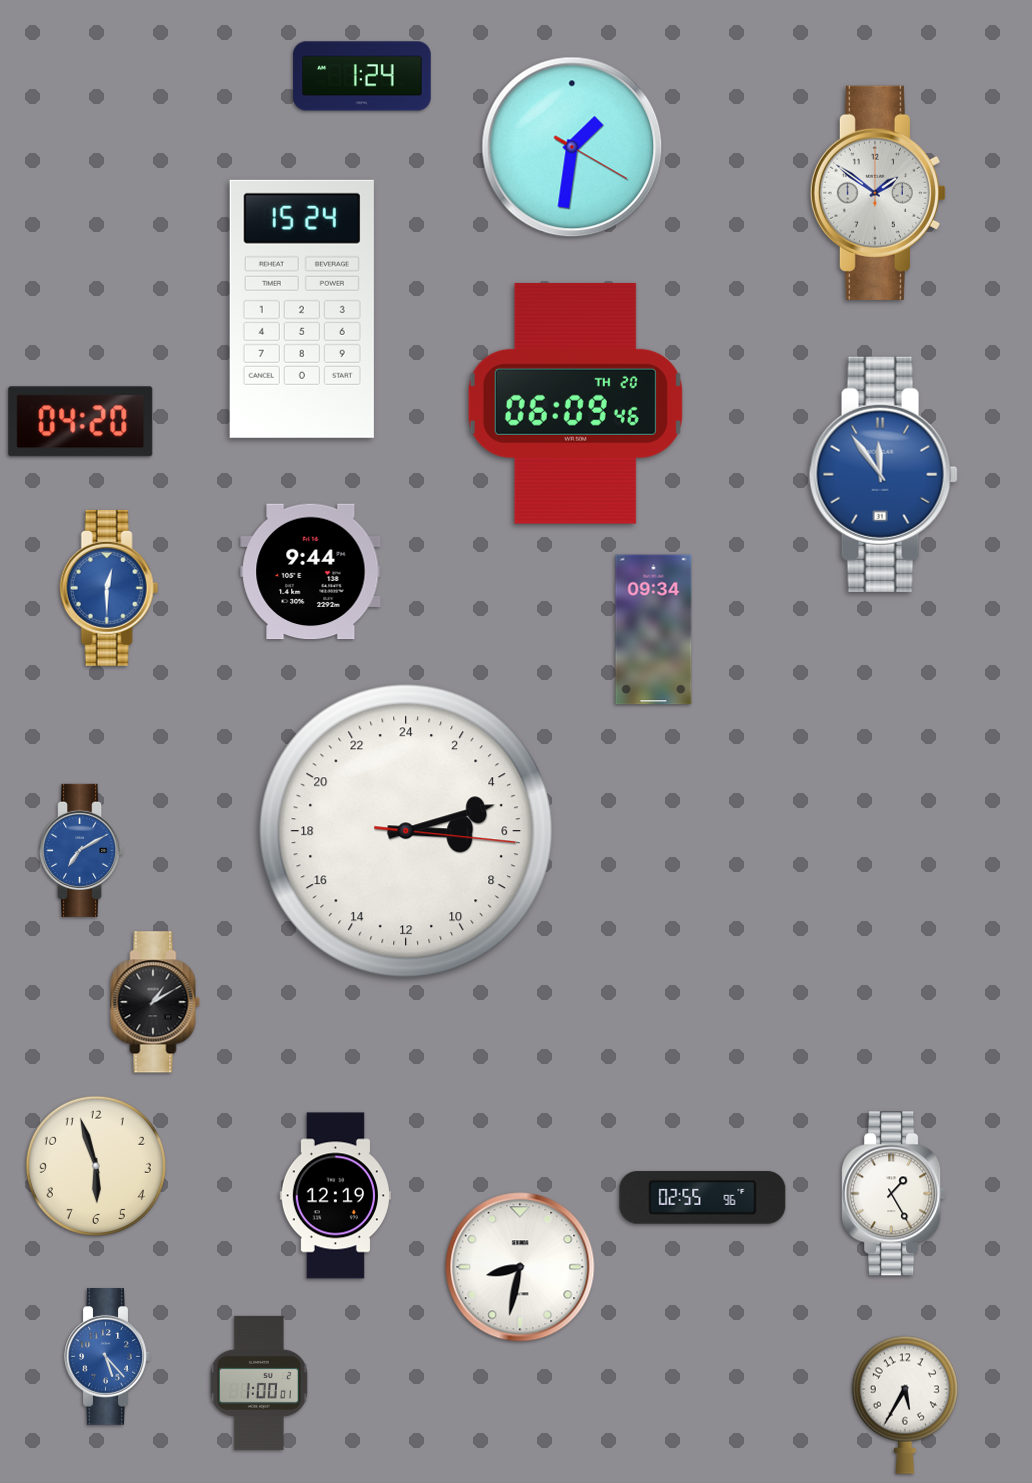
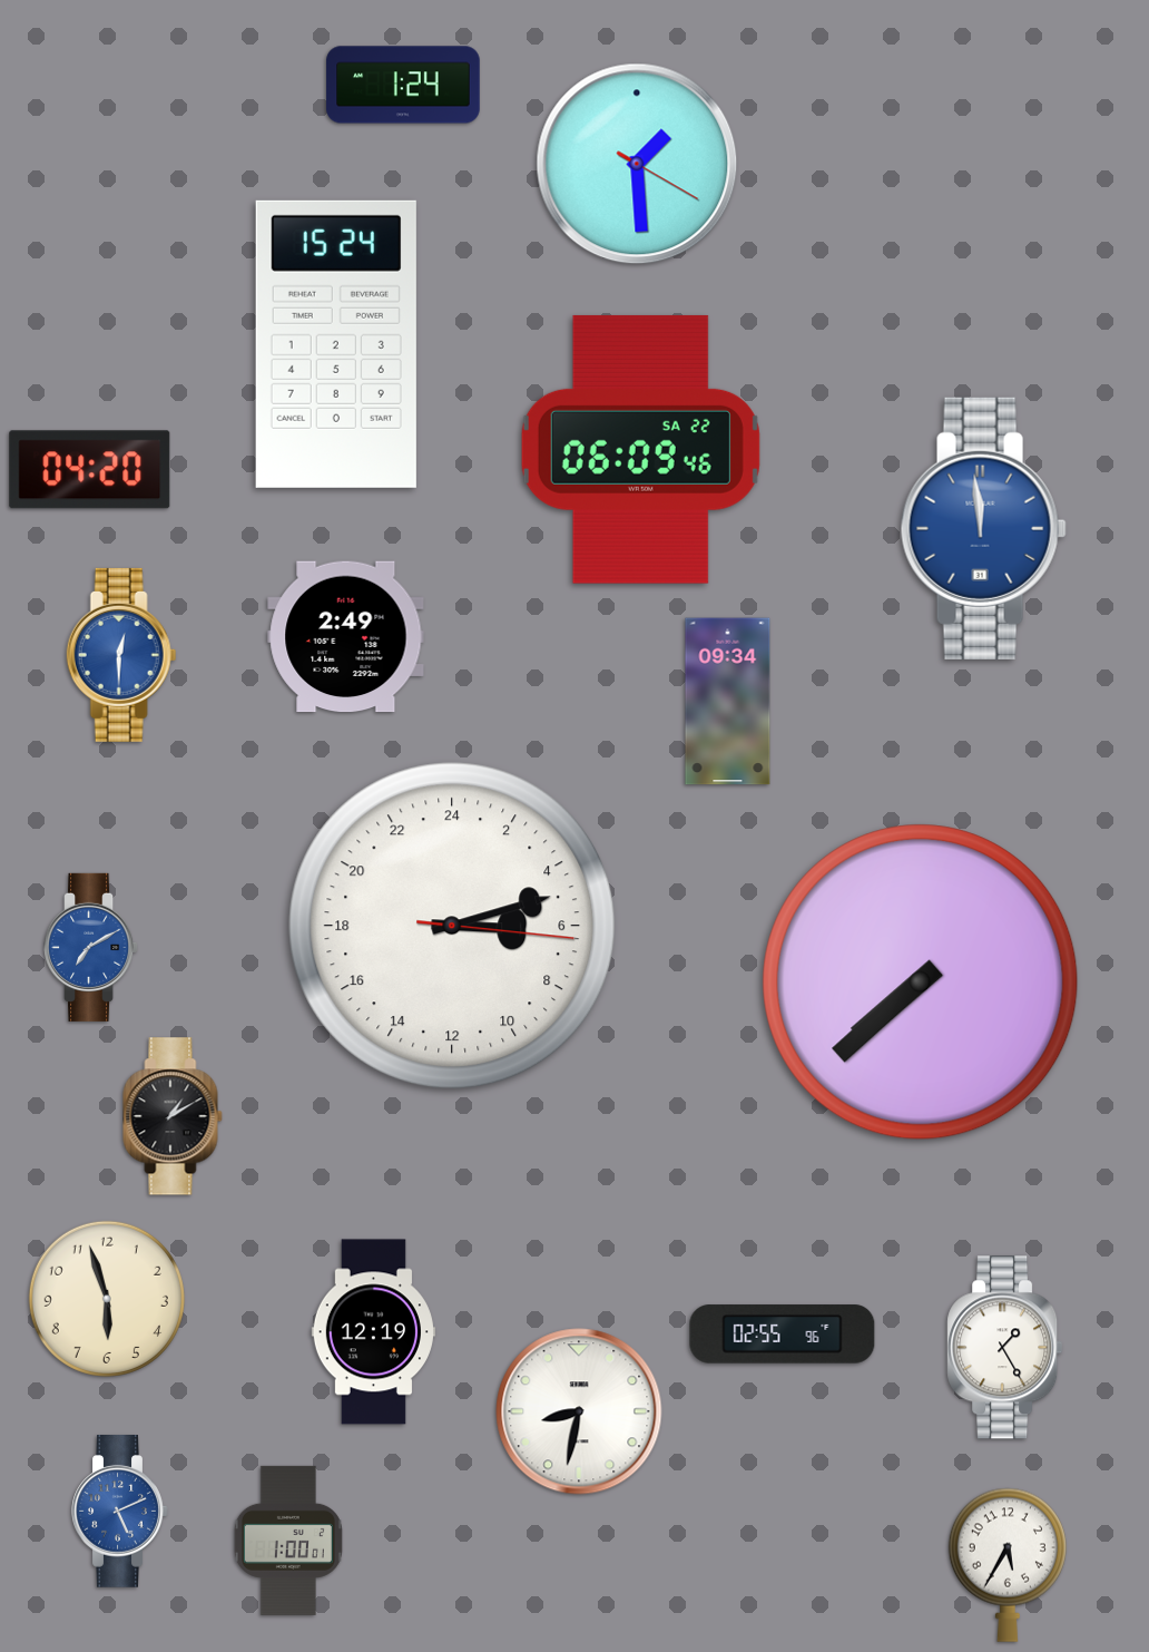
clock at (572, 147): 1:31 -> 1:29
clock at (878, 193): 1:51 -> none
clock at (575, 403) date: TH 20 -> SA 22
clock at (883, 474): 11:54 -> 11:59
clock at (311, 572): 9:44 -> 2:49
clock at (921, 983): none -> 7:38
clock at (894, 1194) position: (894, 1194) -> (1005, 1348)
clock at (108, 1357): 5:23 -> 5:11
